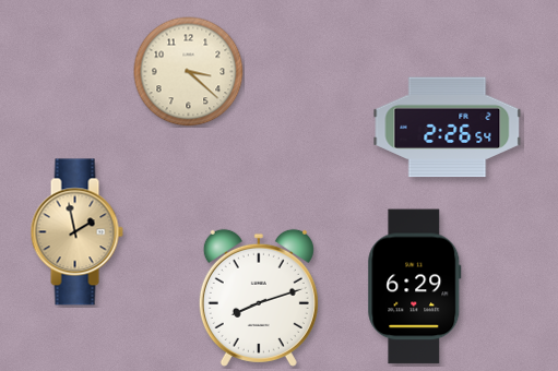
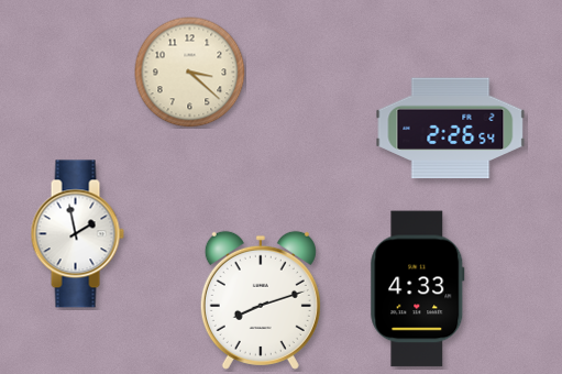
clock at (76, 232) dial: champagne -> white
clock at (415, 287): 6:29 -> 4:33
